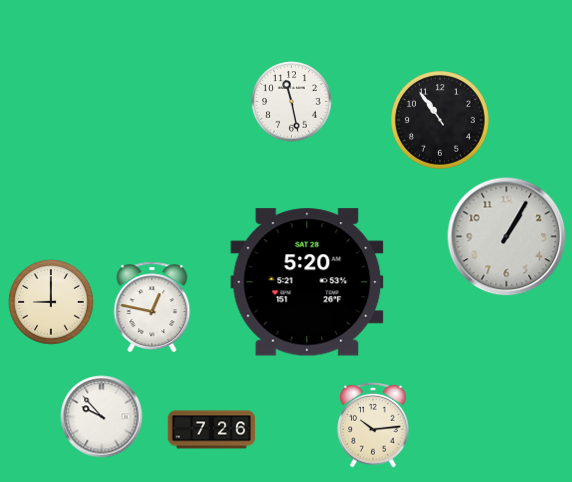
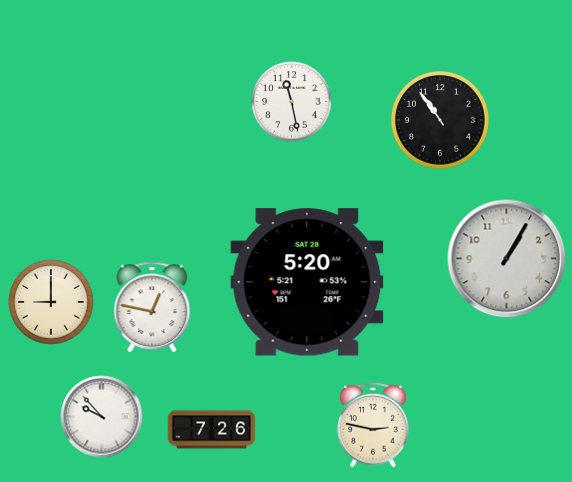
clock at (507, 237) position: (507, 237) -> (507, 259)
clock at (373, 425): 10:14 -> 2:47
